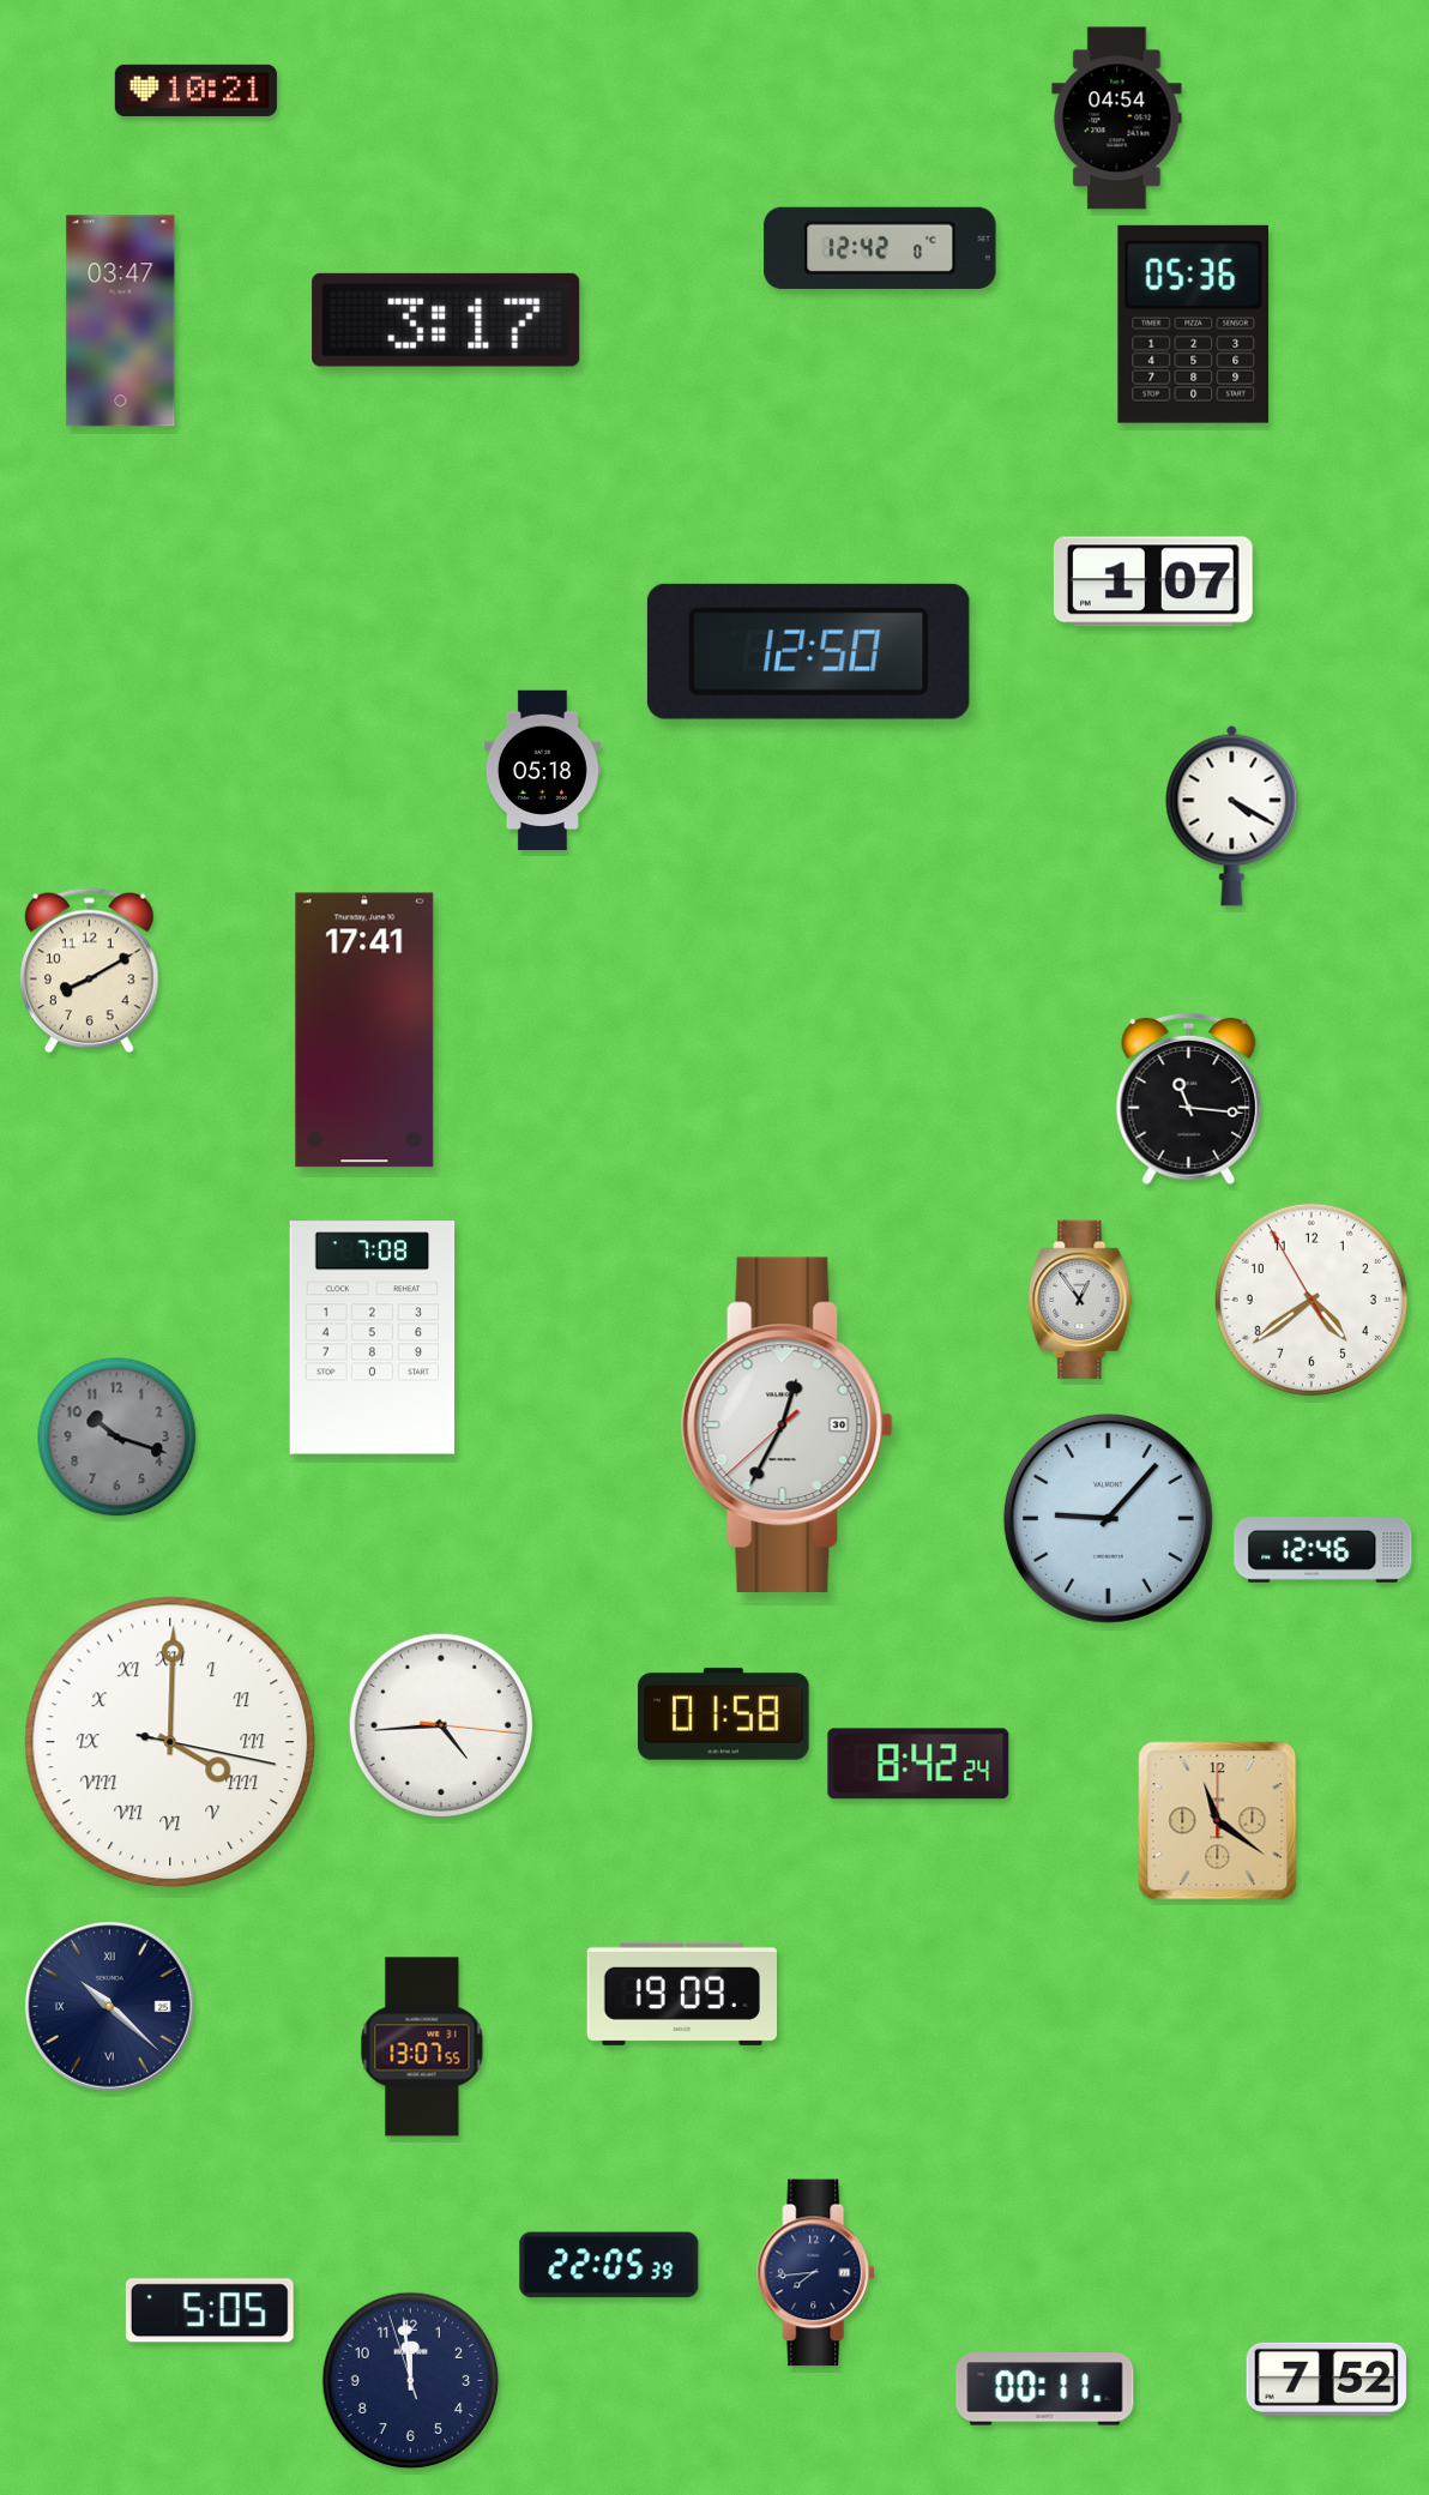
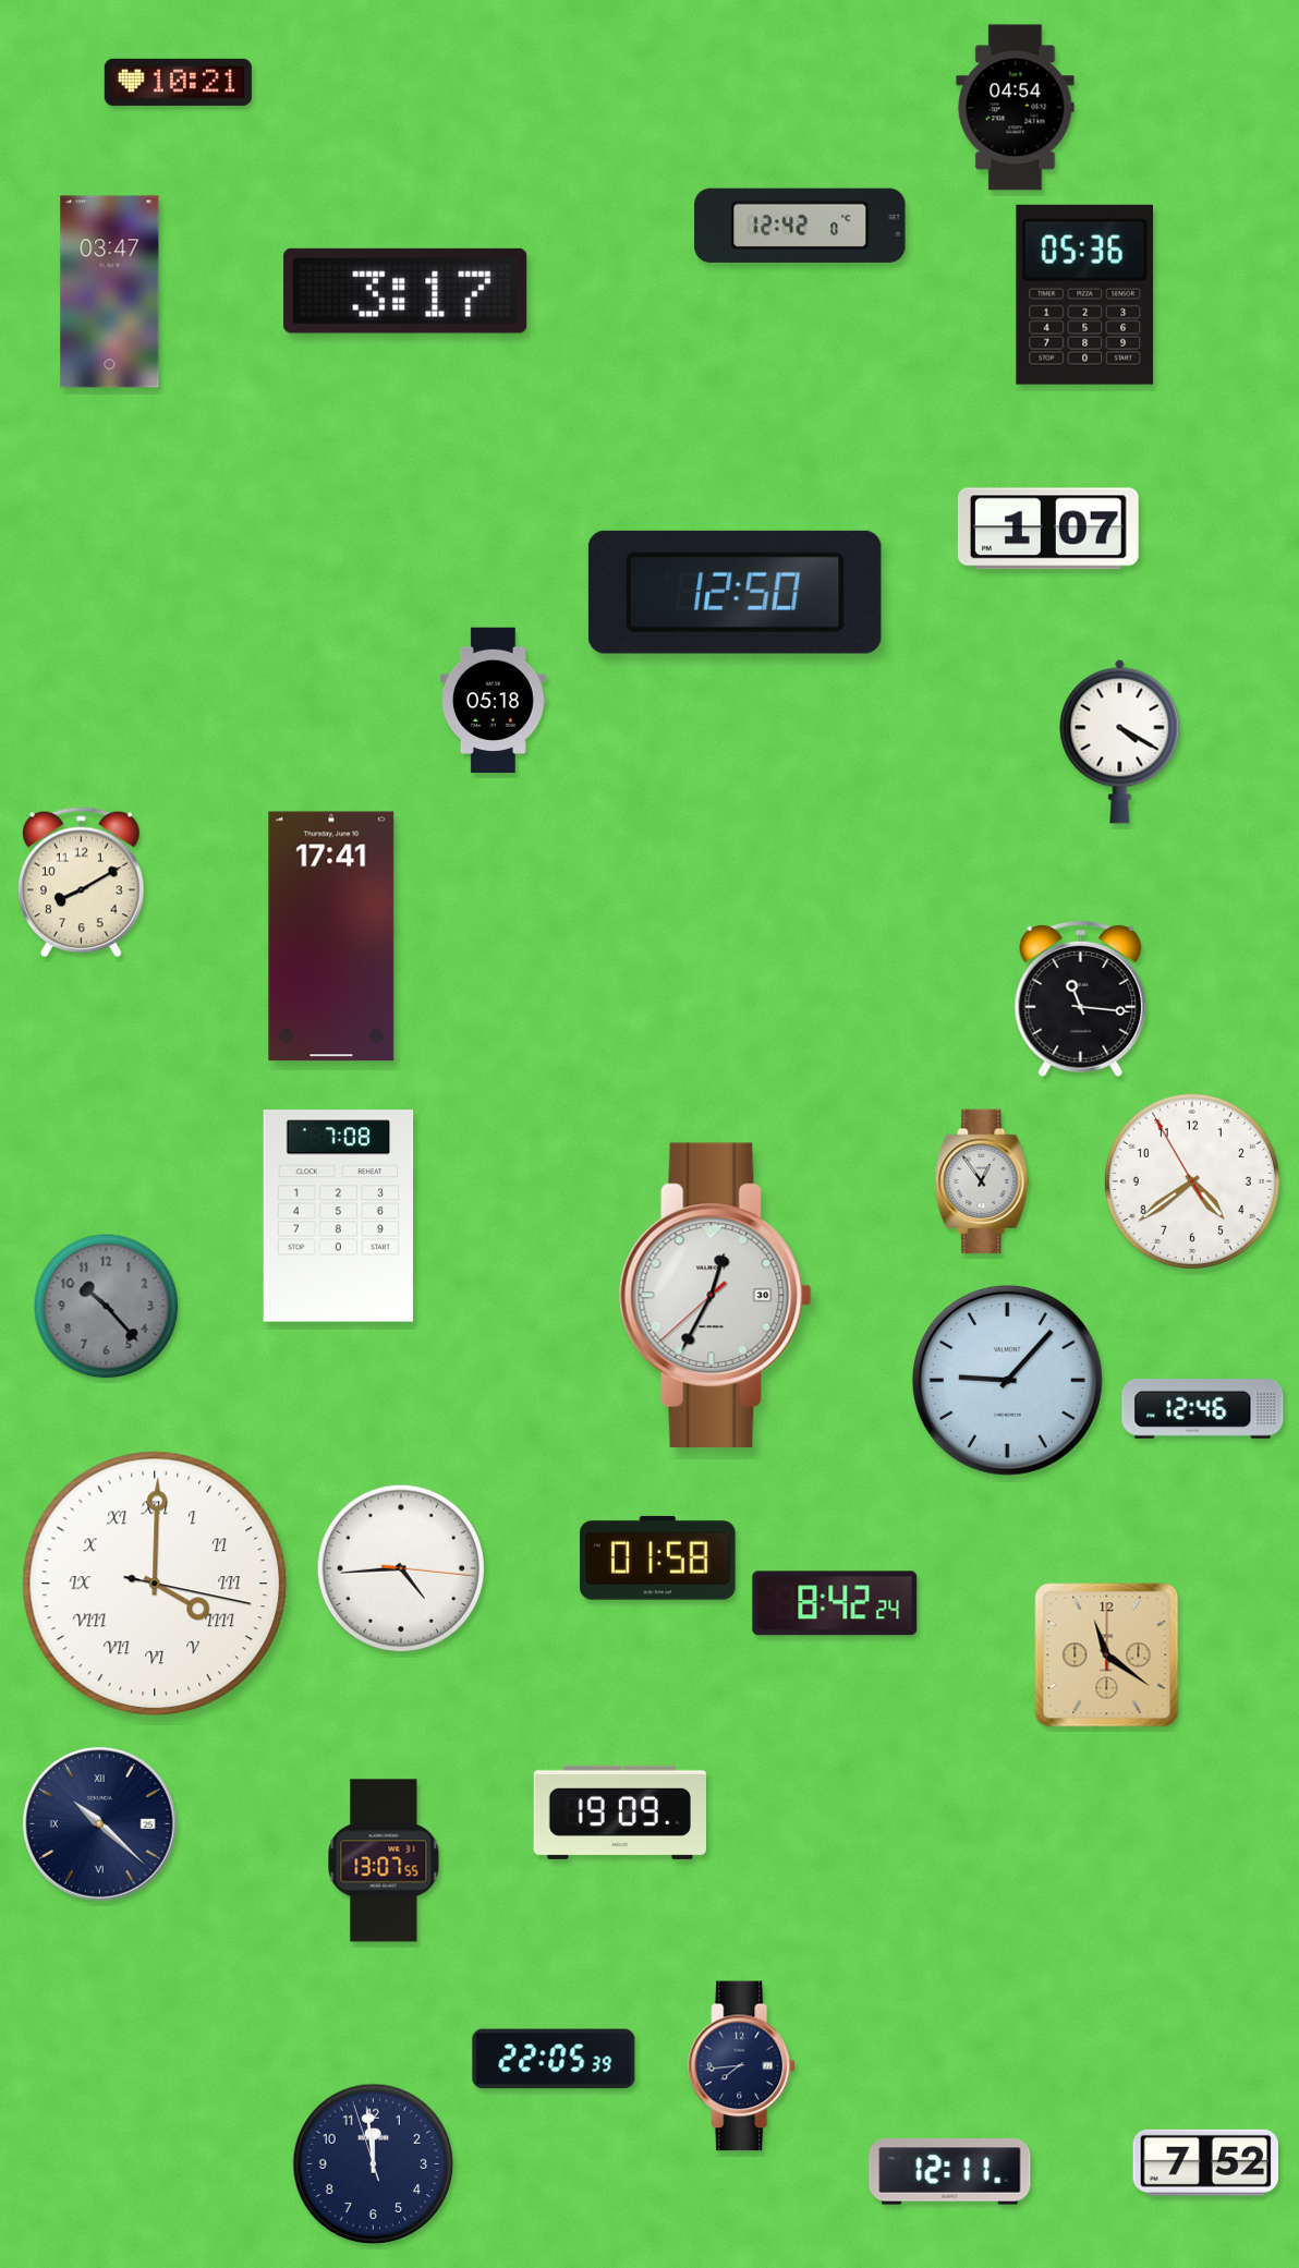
clock at (117, 1438): 10:18 -> 10:23
clock at (210, 2310): 5:05 -> none
clock at (1045, 2389): 00:11 -> 12:11
